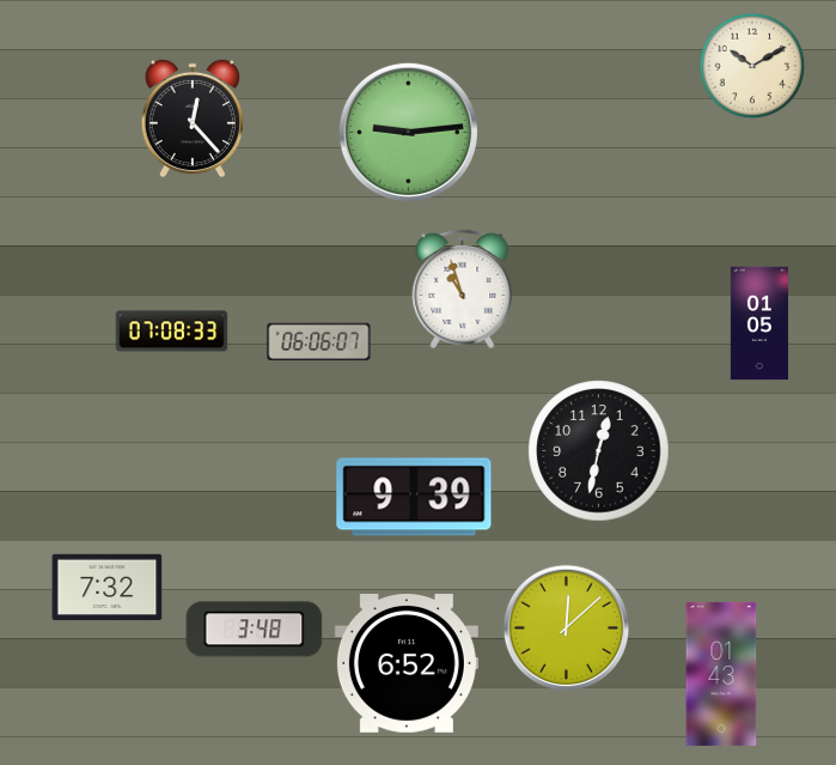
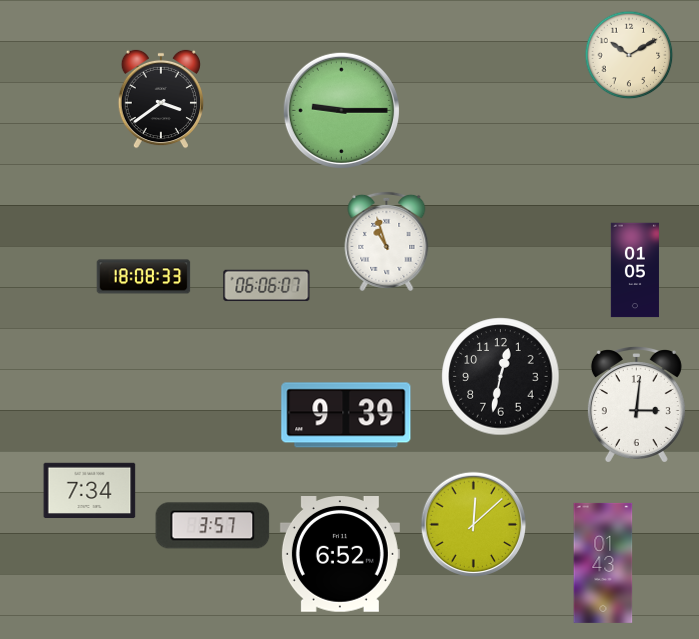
clock at (193, 119): 12:23 -> 3:39
clock at (408, 132): 9:14 -> 9:15
clock at (172, 332): 07:08 -> 18:08
clock at (636, 405): none -> 3:01
clock at (108, 588): 7:32 -> 7:34
clock at (255, 630): 3:48 -> 3:57
